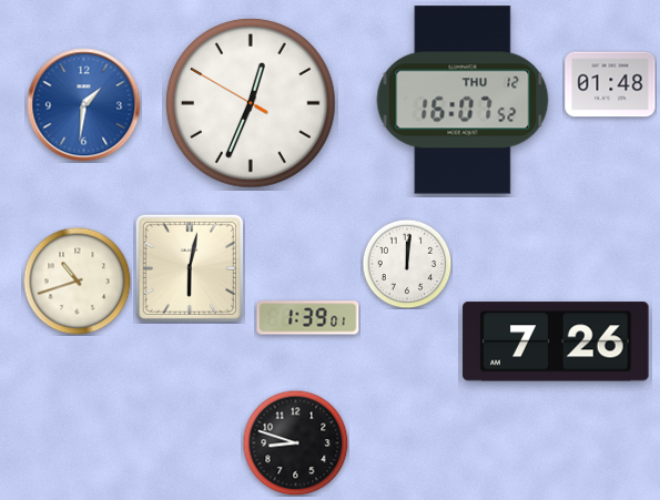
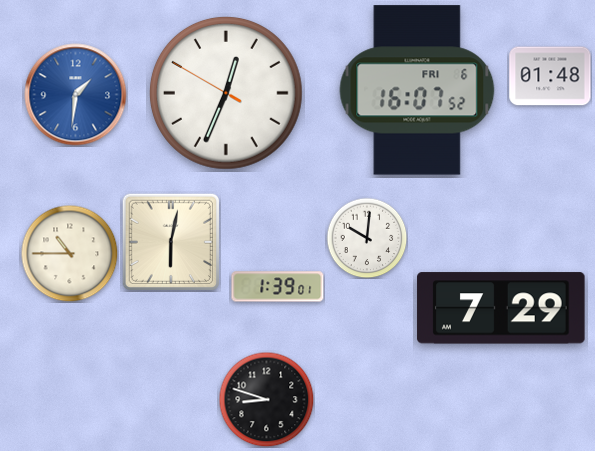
clock at (463, 100) date: THU 12 -> FRI 6
clock at (407, 264): 12:01 -> 10:01
clock at (77, 280): 10:42 -> 10:45
clock at (556, 341): 7:26 -> 7:29
